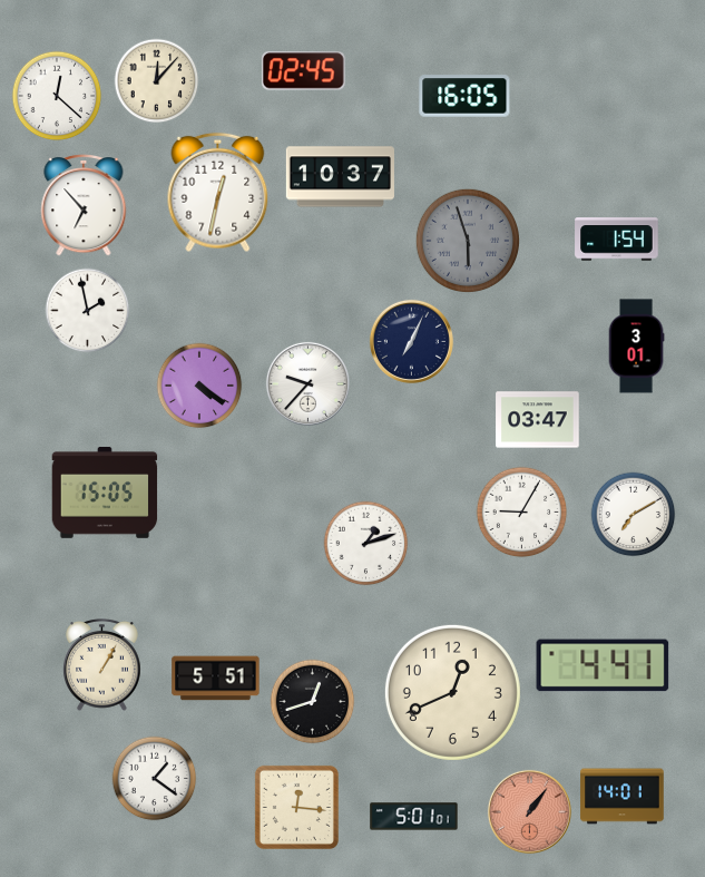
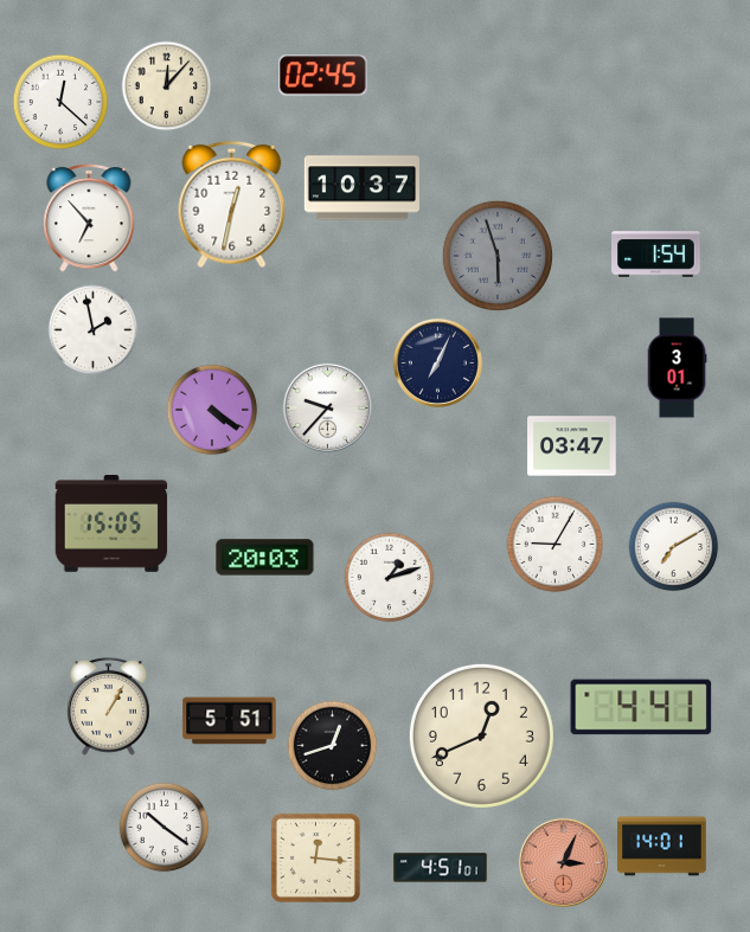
clock at (464, 96): 16:05 -> none
clock at (265, 558): none -> 20:03
clock at (155, 779): 1:21 -> 10:21
clock at (529, 811): 1:06 -> 3:04
clock at (414, 817): 5:01 -> 4:51
